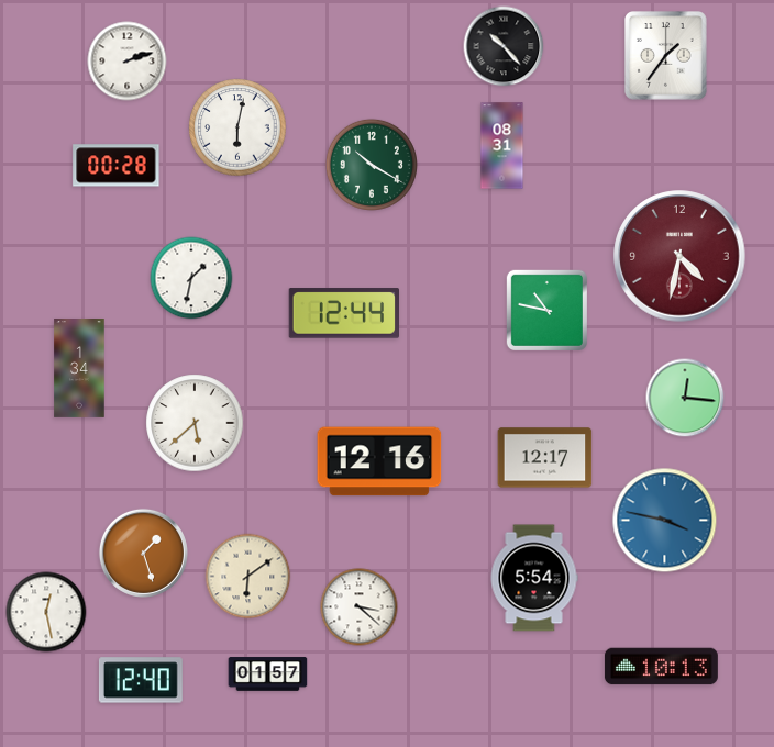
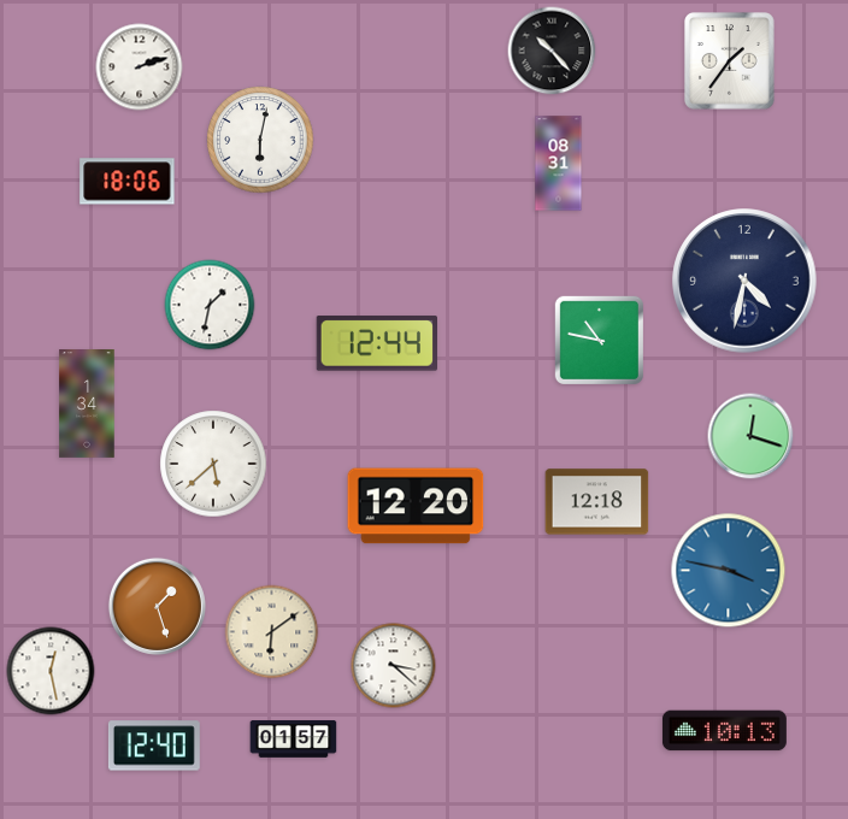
clock at (502, 146) position: (502, 146) -> (559, 164)
clock at (372, 165): 10:20 -> none
clock at (117, 166): 00:28 -> 18:06
clock at (679, 256) dial: burgundy -> navy
clock at (685, 398): 12:16 -> 12:18
clock at (545, 458): 12:17 -> 12:18
clock at (379, 461): 12:16 -> 12:20
clock at (534, 578): 5:54 -> none
